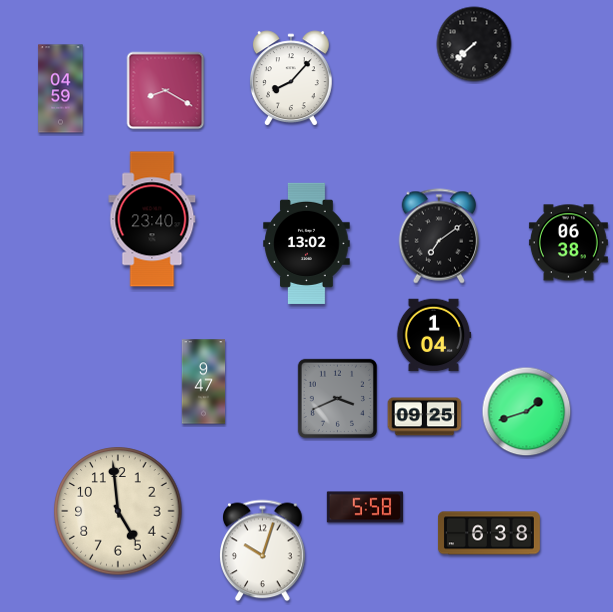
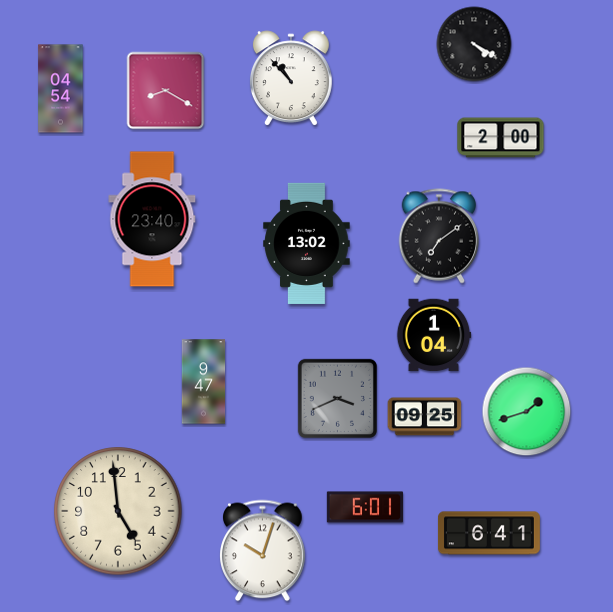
clock at (474, 44): 7:38 -> 4:20
clock at (291, 79): 8:07 -> 10:53
clock at (61, 89): 04:59 -> 04:54
clock at (501, 138): none -> 2:00
clock at (568, 243): 06:38 -> none
clock at (364, 507): 5:58 -> 6:01
clock at (489, 533): 6:38 -> 6:41
